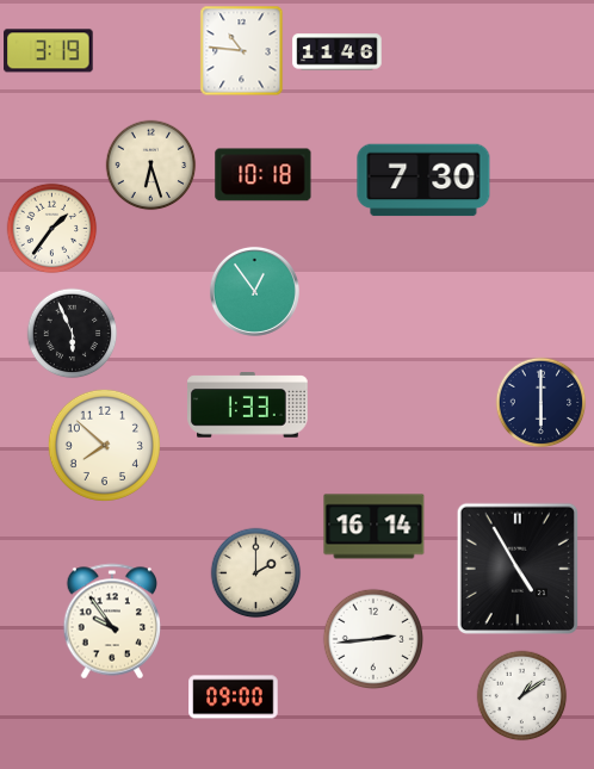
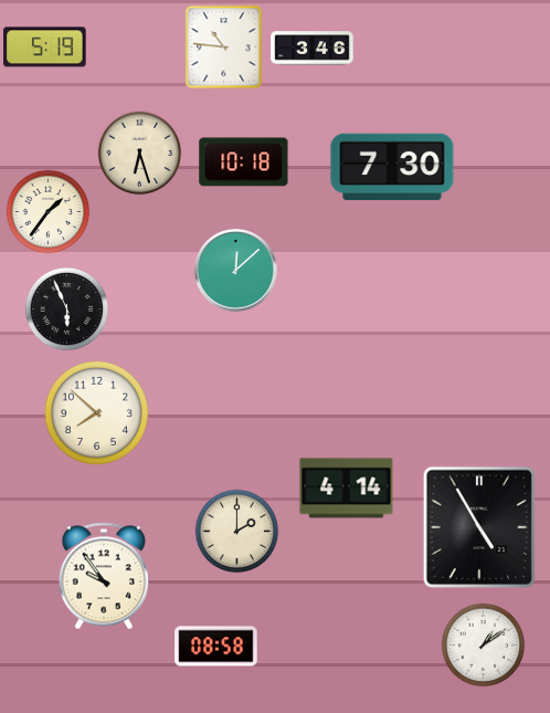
clock at (49, 51): 3:19 -> 5:19
clock at (338, 52): 11:46 -> 3:46
clock at (254, 291): 12:54 -> 12:08
clock at (542, 403): 6:00 -> none
clock at (248, 405): 1:33 -> none
clock at (375, 527): 16:14 -> 4:14
clock at (373, 639): 2:44 -> none
clock at (234, 697): 09:00 -> 08:58
